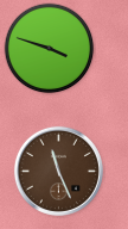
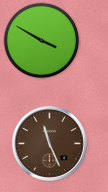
clock at (50, 49): 3:48 -> 3:50
